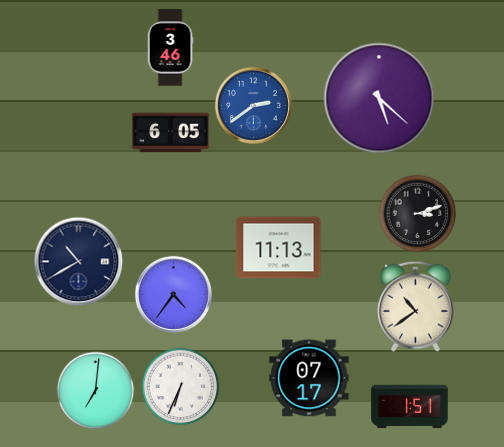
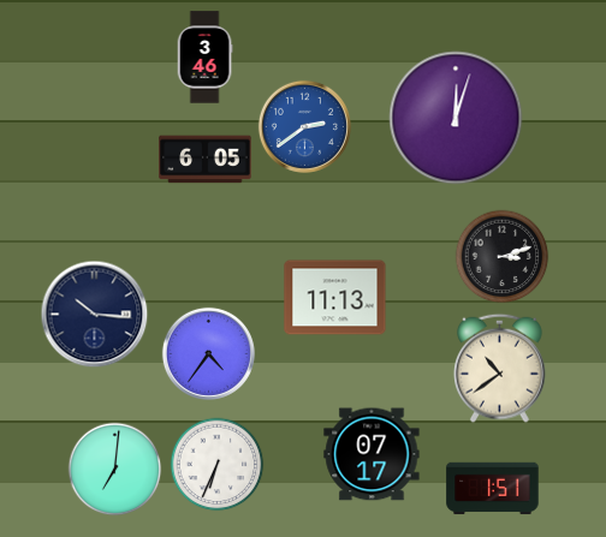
clock at (379, 98): 5:22 -> 12:03
clock at (78, 261): 10:40 -> 10:16
